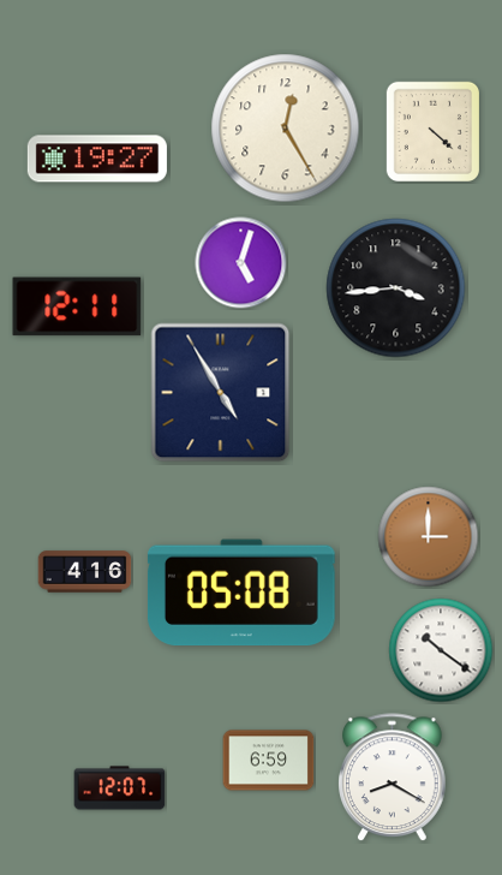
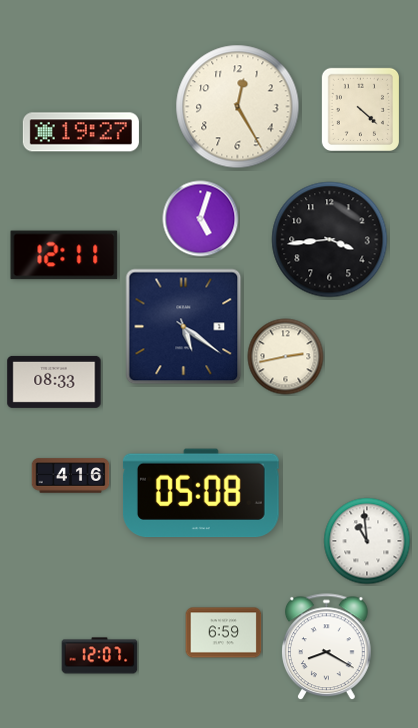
clock at (221, 393): 4:55 -> 5:21
clock at (286, 357): none -> 2:43
clock at (54, 382): none -> 08:33
clock at (429, 537): 3:00 -> none
clock at (441, 650): 10:21 -> 10:59
